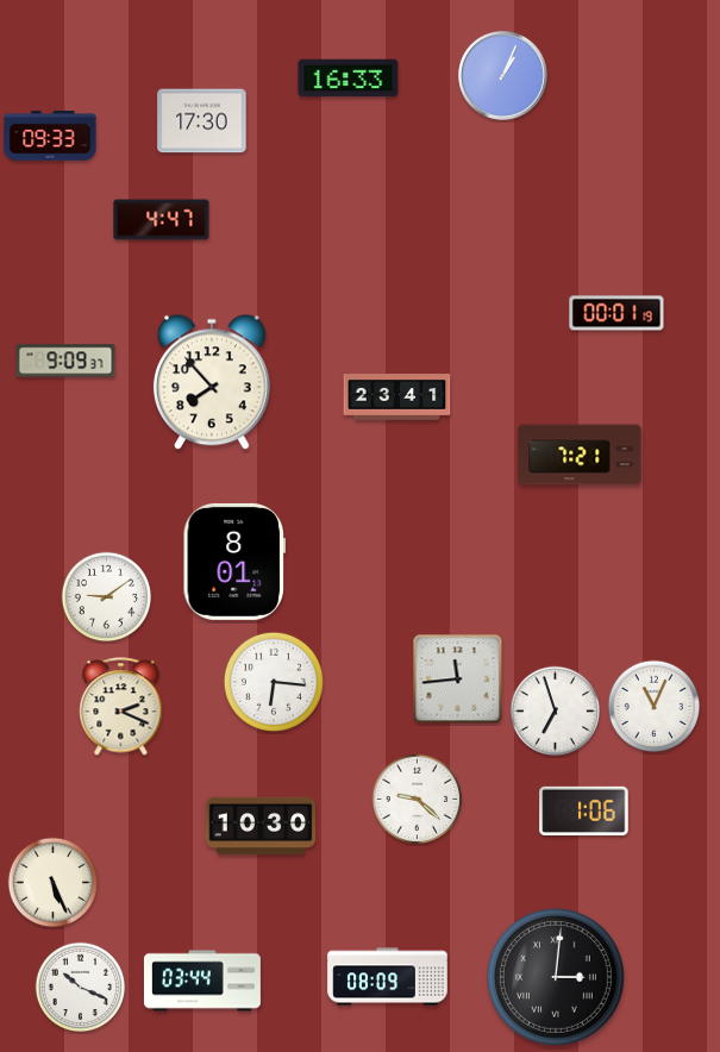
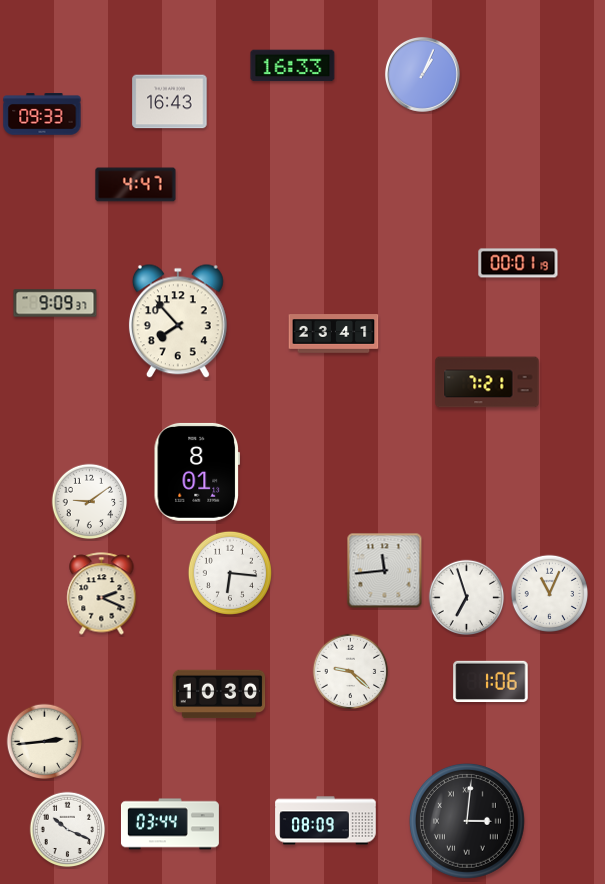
clock at (502, 75) position: (502, 75) -> (422, 74)
clock at (202, 121): 17:30 -> 16:43
clock at (54, 883): 5:26 -> 2:44
